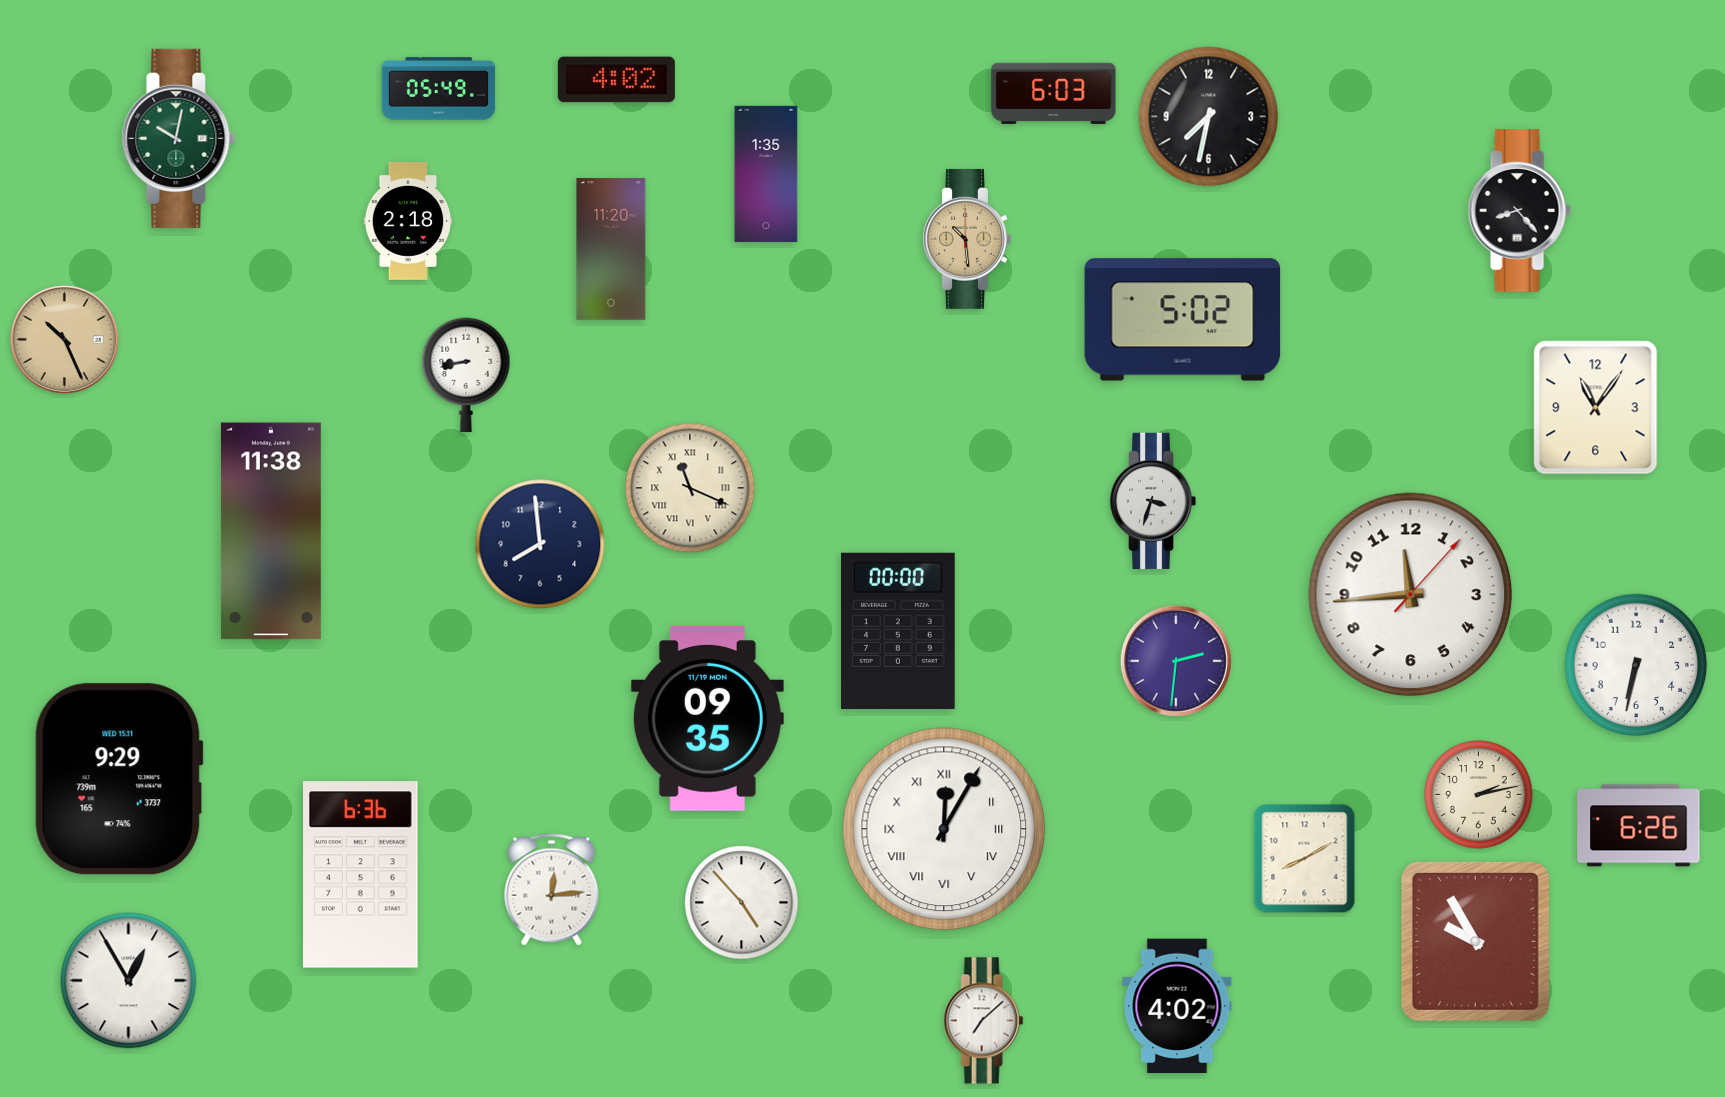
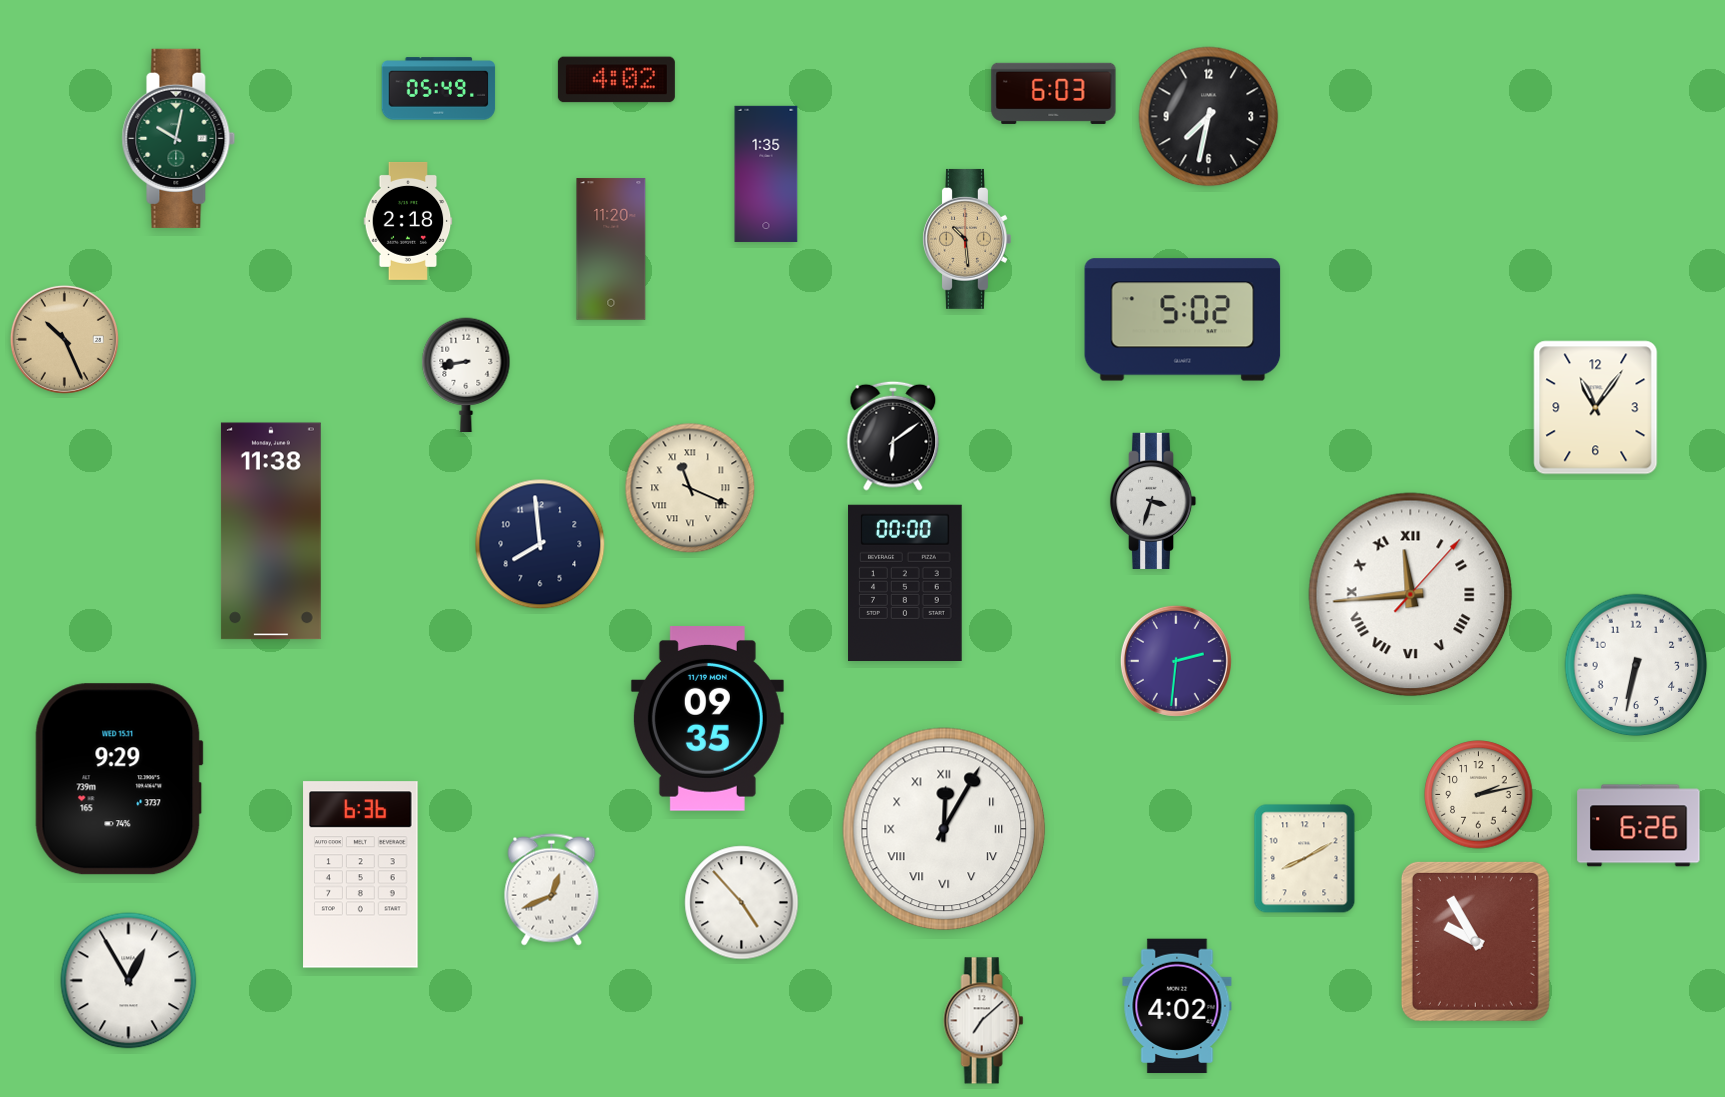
clock at (1519, 211): 8:23 -> none
clock at (893, 436): none -> 6:09
clock at (1411, 595) numerals: Arabic -> Roman
clock at (898, 630) position: (898, 630) -> (905, 582)
clock at (552, 890): 12:14 -> 12:41
